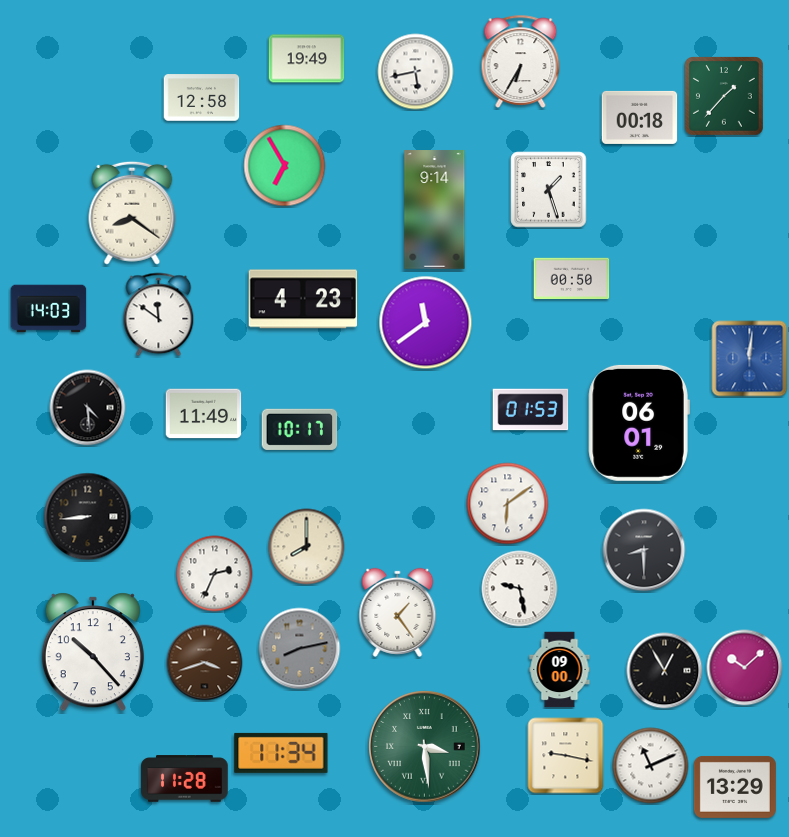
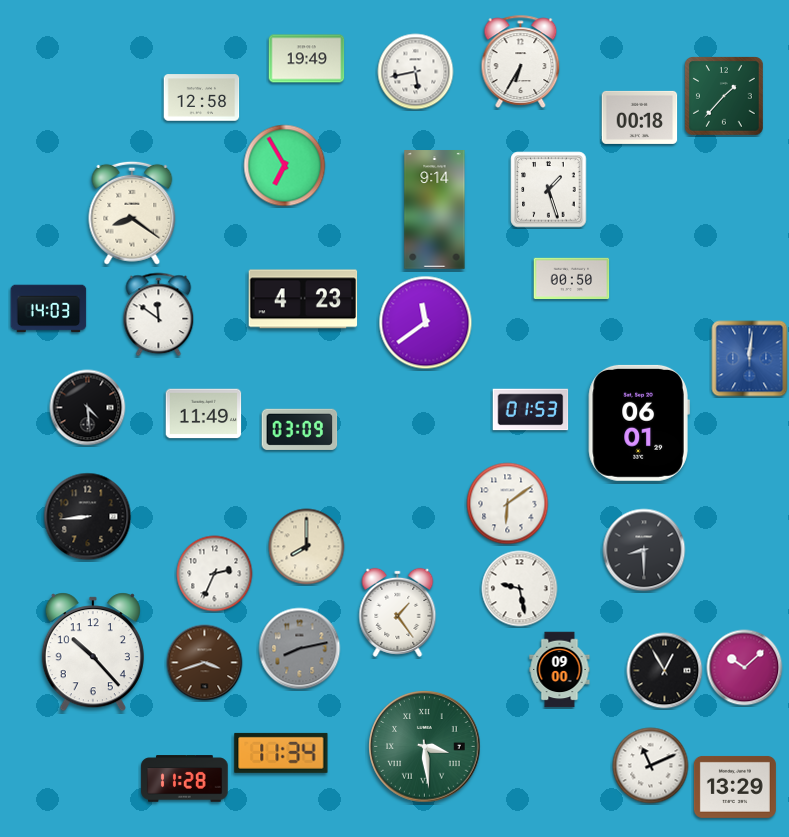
clock at (300, 429): 10:17 -> 03:09
clock at (566, 756): 9:17 -> none
